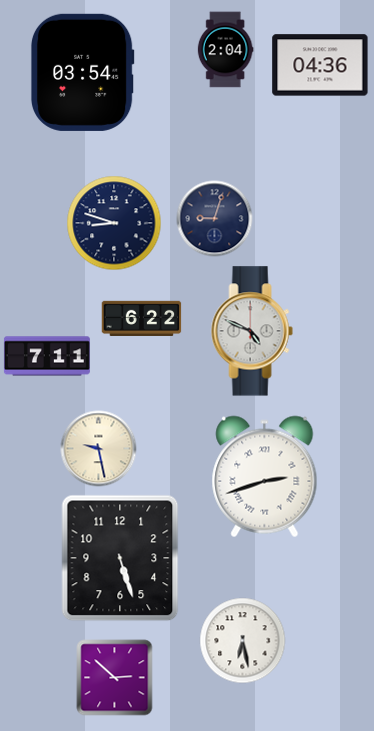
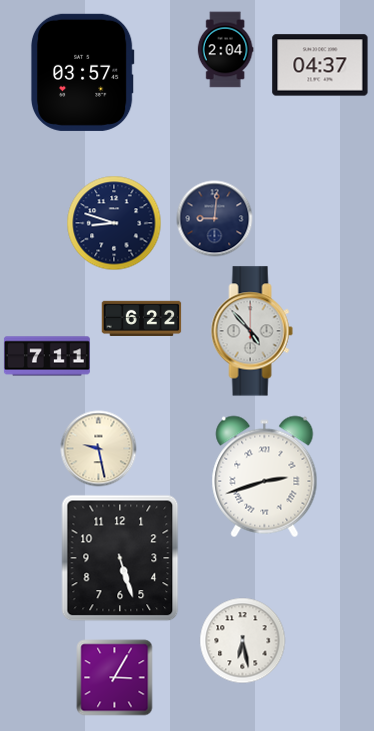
clock at (320, 65): 04:36 -> 04:37
clock at (82, 72): 03:54 -> 03:57
clock at (215, 219): 9:03 -> 9:01
clock at (252, 331): 4:49 -> 4:53
clock at (115, 678): 2:52 -> 3:05
